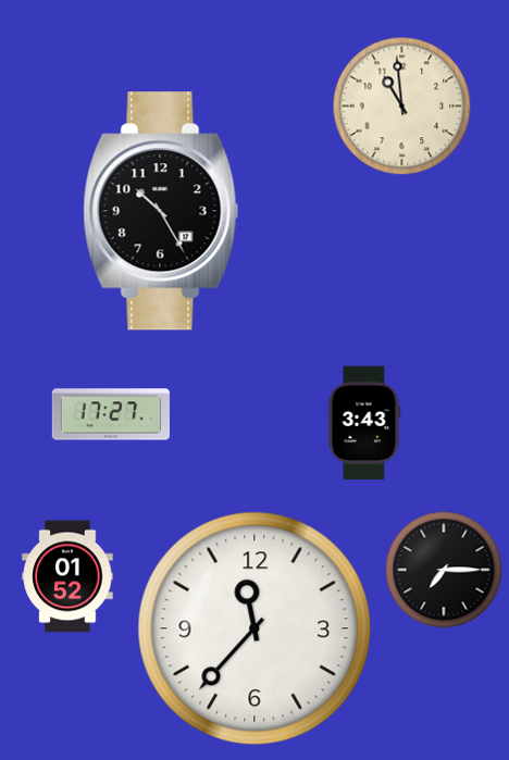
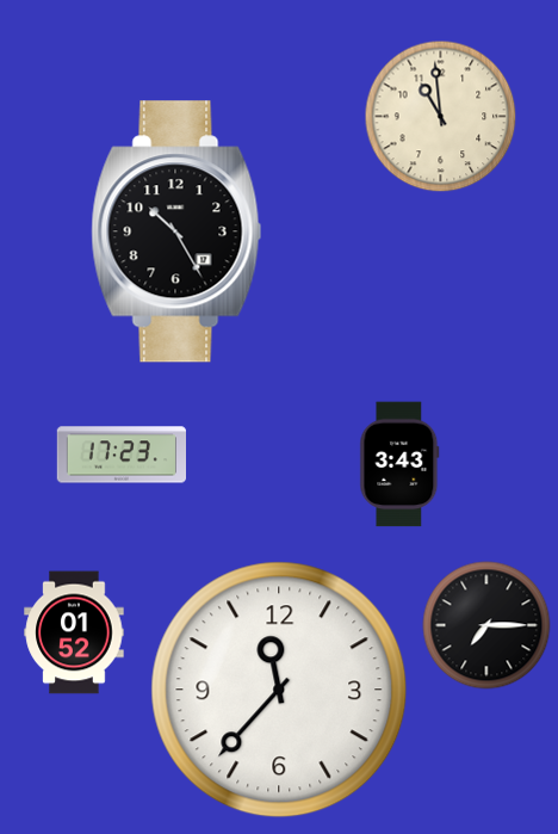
clock at (110, 414): 17:27 -> 17:23
